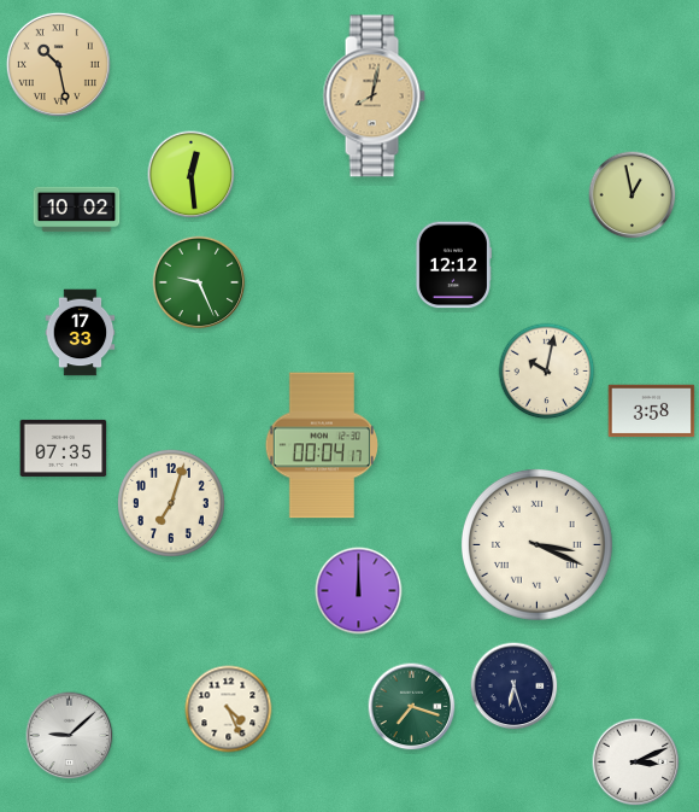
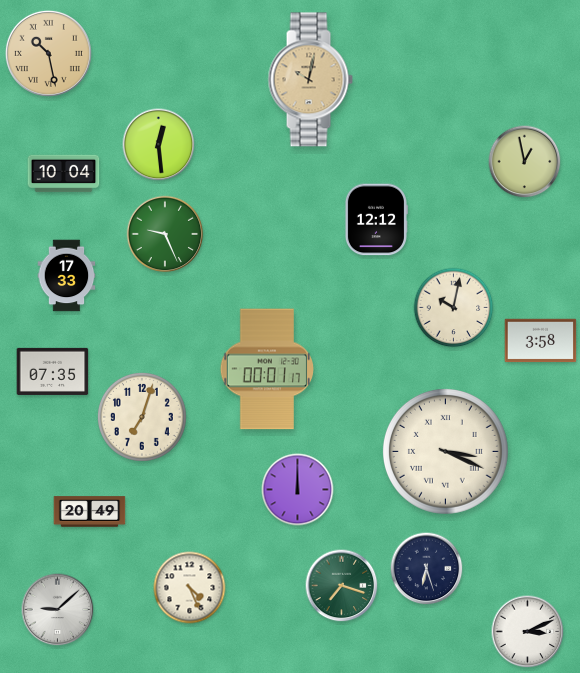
clock at (374, 97): 8:02 -> 10:02
clock at (77, 210): 10:02 -> 10:04
clock at (321, 445): 00:04 -> 00:01
clock at (90, 512): none -> 20:49
